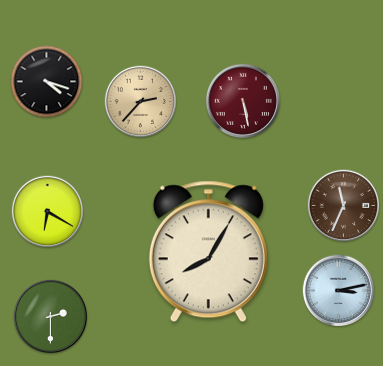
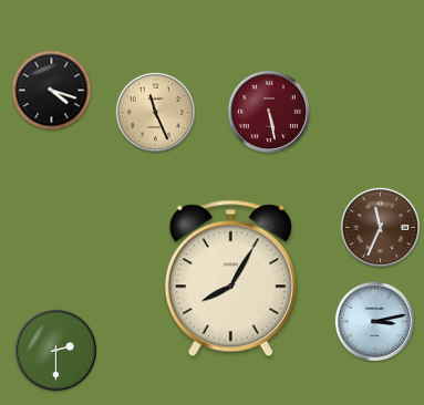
clock at (141, 102): 2:37 -> 11:26
clock at (48, 212): 6:20 -> none
